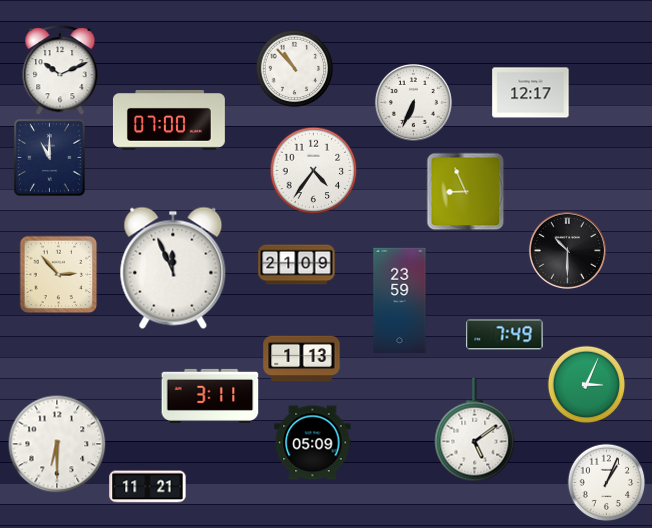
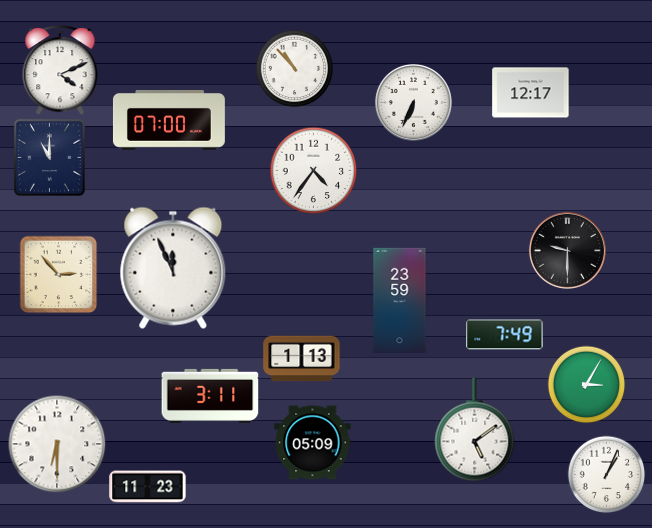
clock at (60, 70): 10:11 -> 4:11
clock at (465, 191): 8:56 -> none
clock at (567, 250): 10:30 -> 9:30
clock at (297, 265): 21:09 -> none
clock at (586, 384): 3:04 -> 3:05
clock at (606, 482) position: (606, 482) -> (606, 474)
clock at (148, 487): 11:21 -> 11:23
